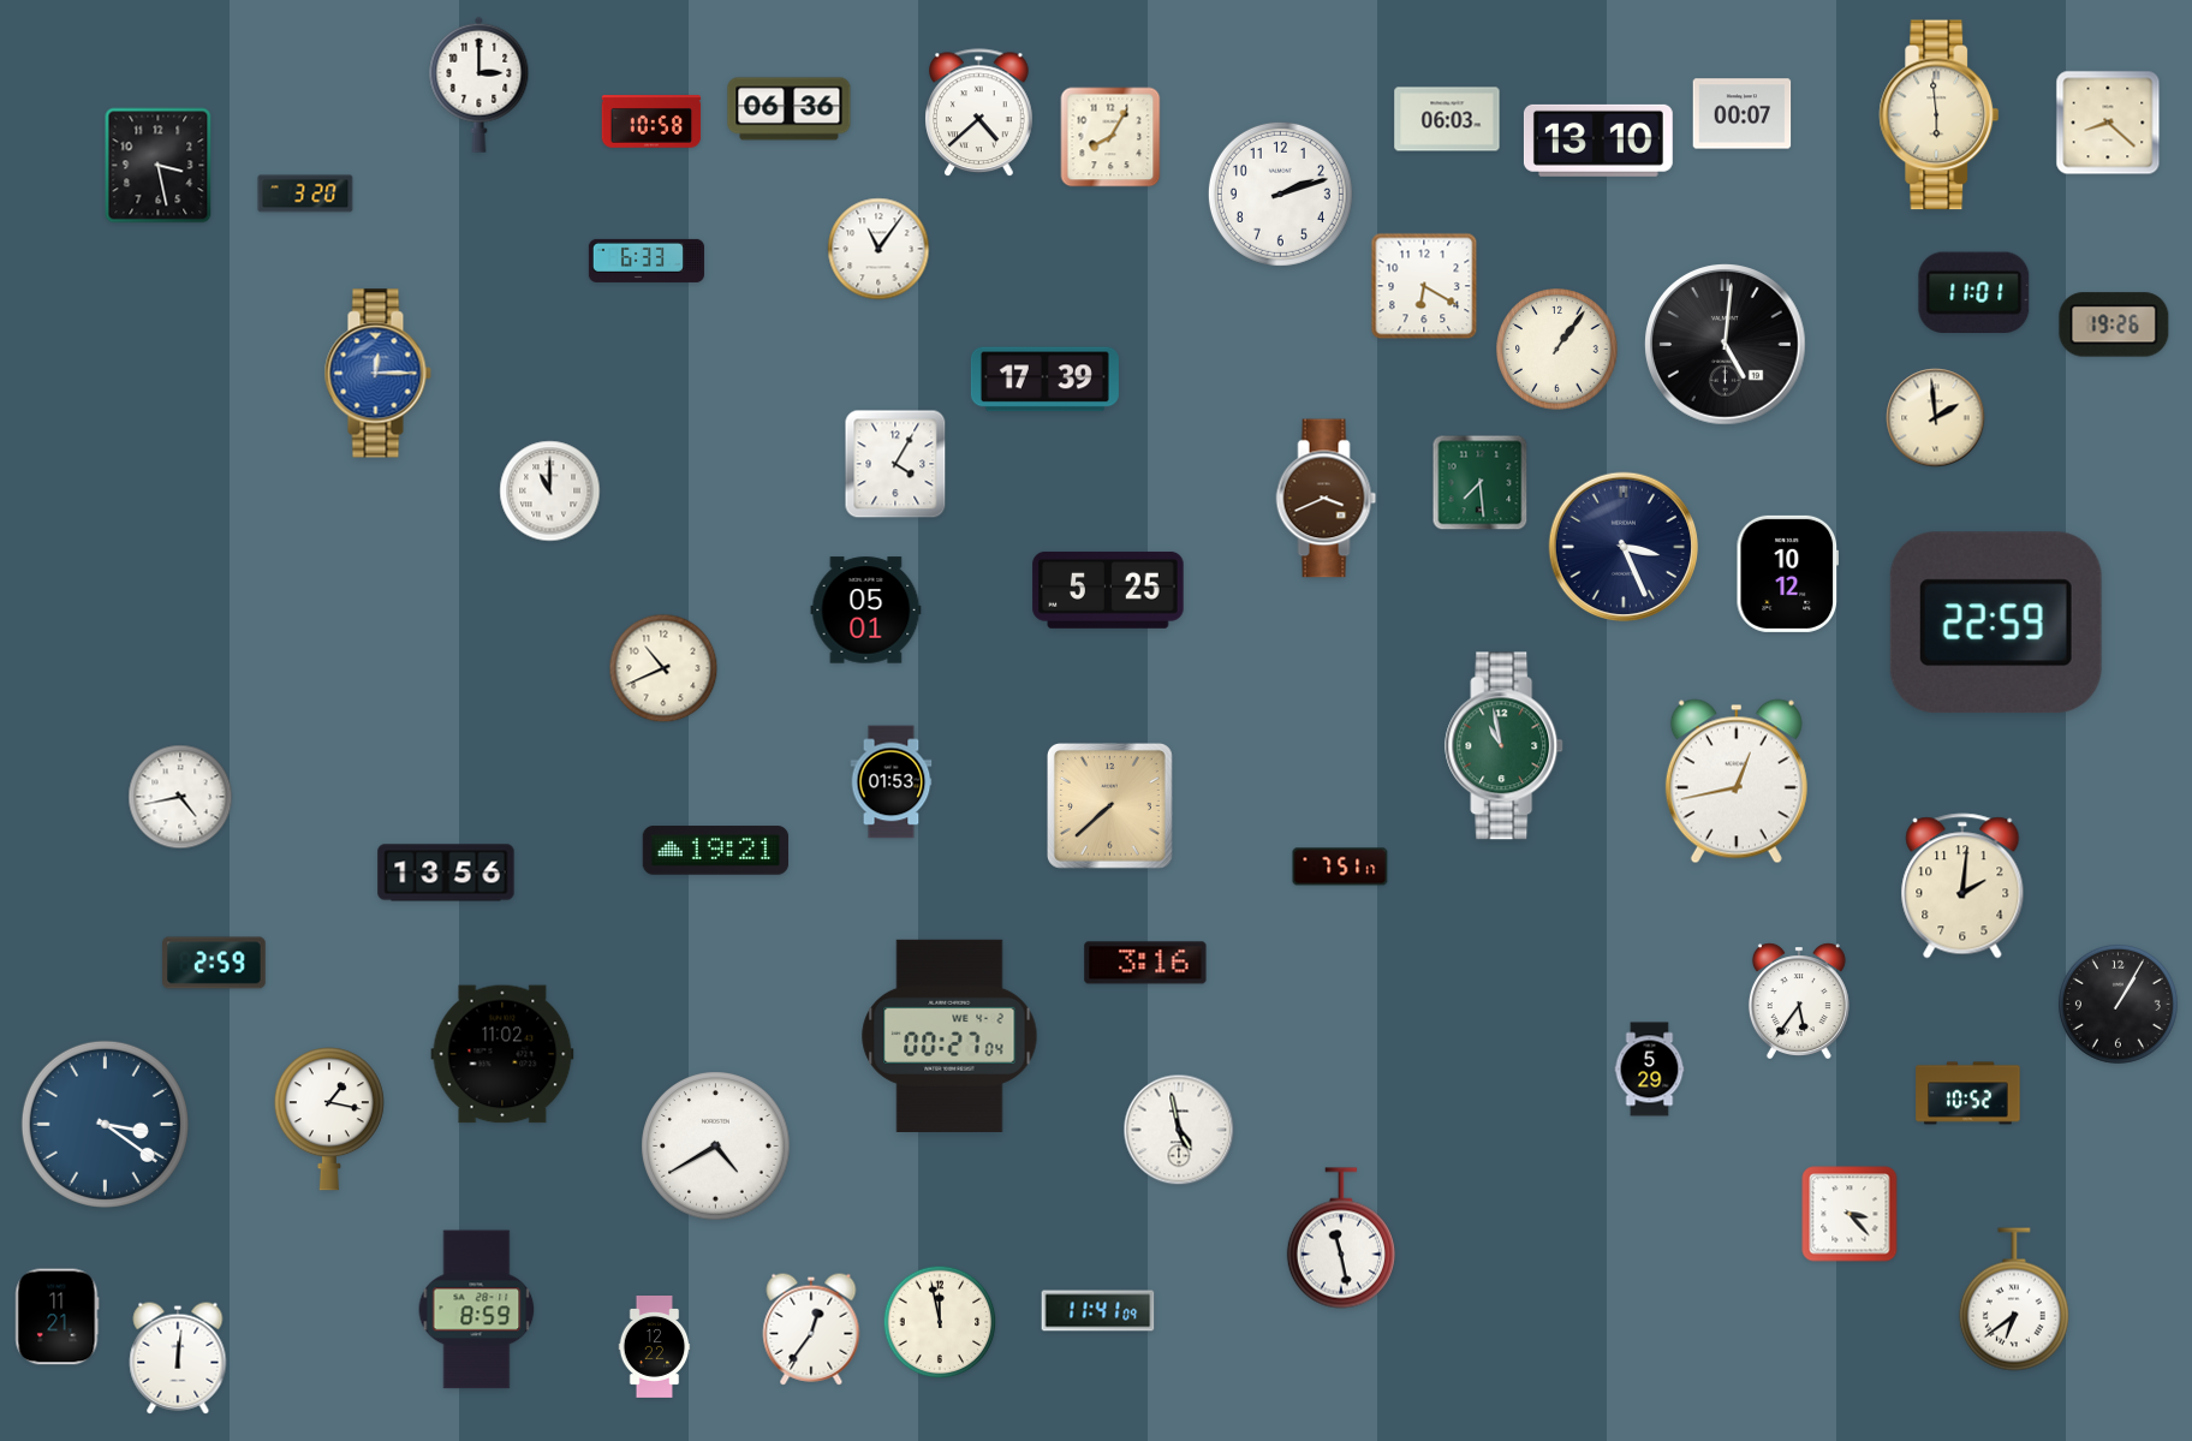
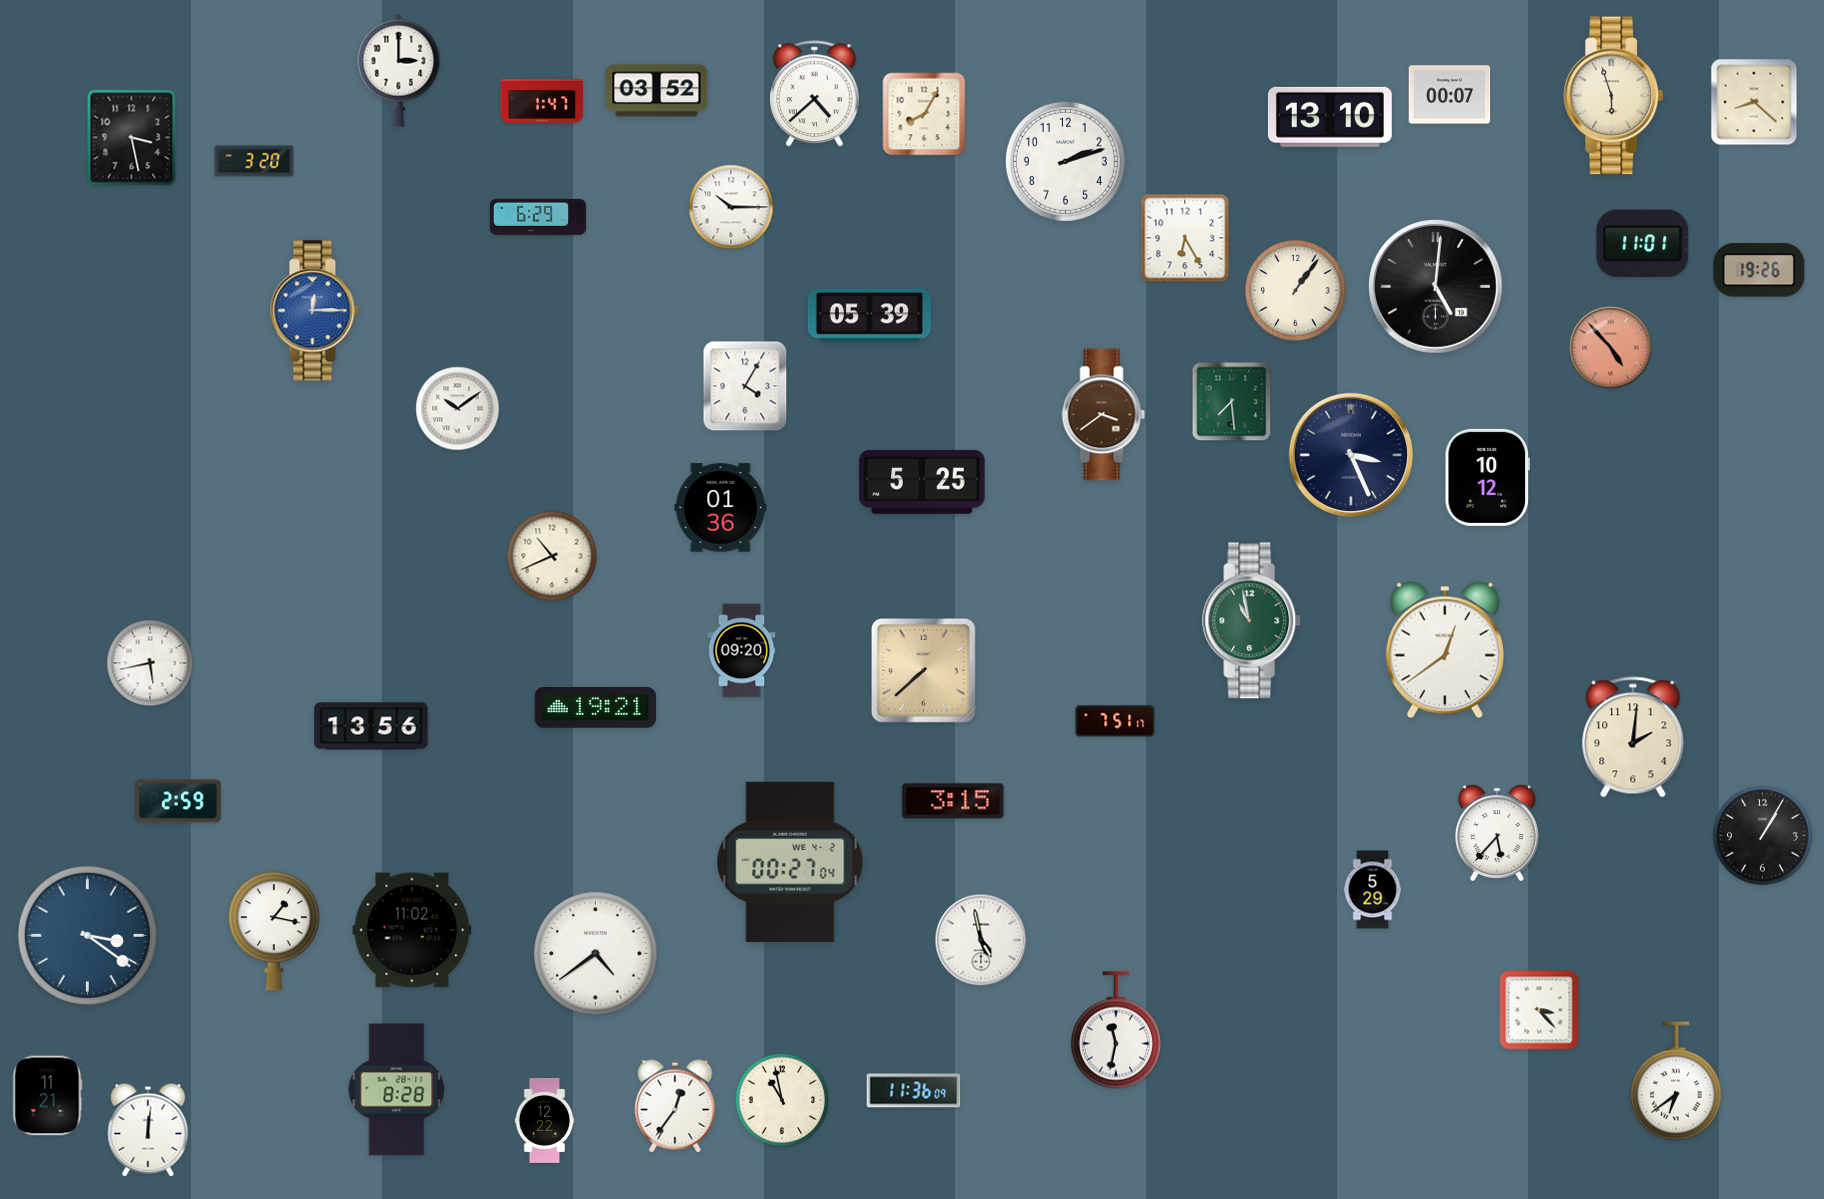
clock at (790, 109): 06:36 -> 03:52
clock at (1940, 115): 5:59 -> 5:57
clock at (1447, 119): 06:03 -> none
clock at (651, 121): 10:58 -> 1:47
clock at (878, 249): 11:06 -> 10:15
clock at (647, 261): 6:33 -> 6:29
clock at (1424, 286): 6:20 -> 6:25
clock at (1044, 380): 17:39 -> 05:39
clock at (1936, 418): 1:59 -> 4:53
clock at (1936, 418) dial: cream -> salmon
clock at (550, 492): 11:00 -> 10:09
clock at (1327, 499): 3:41 -> 3:39
clock at (1108, 590) position: (1108, 590) -> (922, 482)
clock at (866, 611): 05:01 -> 01:36
clock at (1996, 623): 22:59 -> none
clock at (1737, 781): 12:43 -> 12:39
clock at (892, 782): 01:53 -> 09:20
clock at (180, 797): 4:43 -> 5:43
clock at (1145, 963): 3:16 -> 3:15
clock at (1799, 1000): 5:36 -> 5:37
clock at (502, 1054) position: (502, 1054) -> (412, 930)
clock at (1968, 1094): 10:52 -> none
clock at (716, 1147): 4:40 -> 4:39
clock at (1341, 1238): 11:28 -> 11:32
clock at (477, 1310): 8:59 -> 8:28
clock at (1098, 1311): 11:41 -> 11:36
clock at (940, 1322): 11:58 -> 10:58
